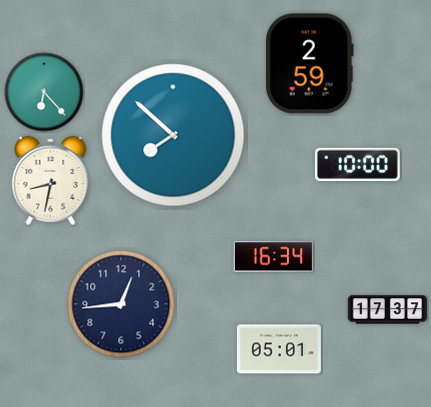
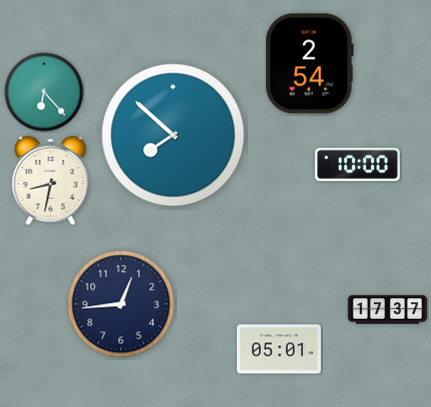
clock at (309, 64): 2:59 -> 2:54
clock at (273, 257): 16:34 -> none
